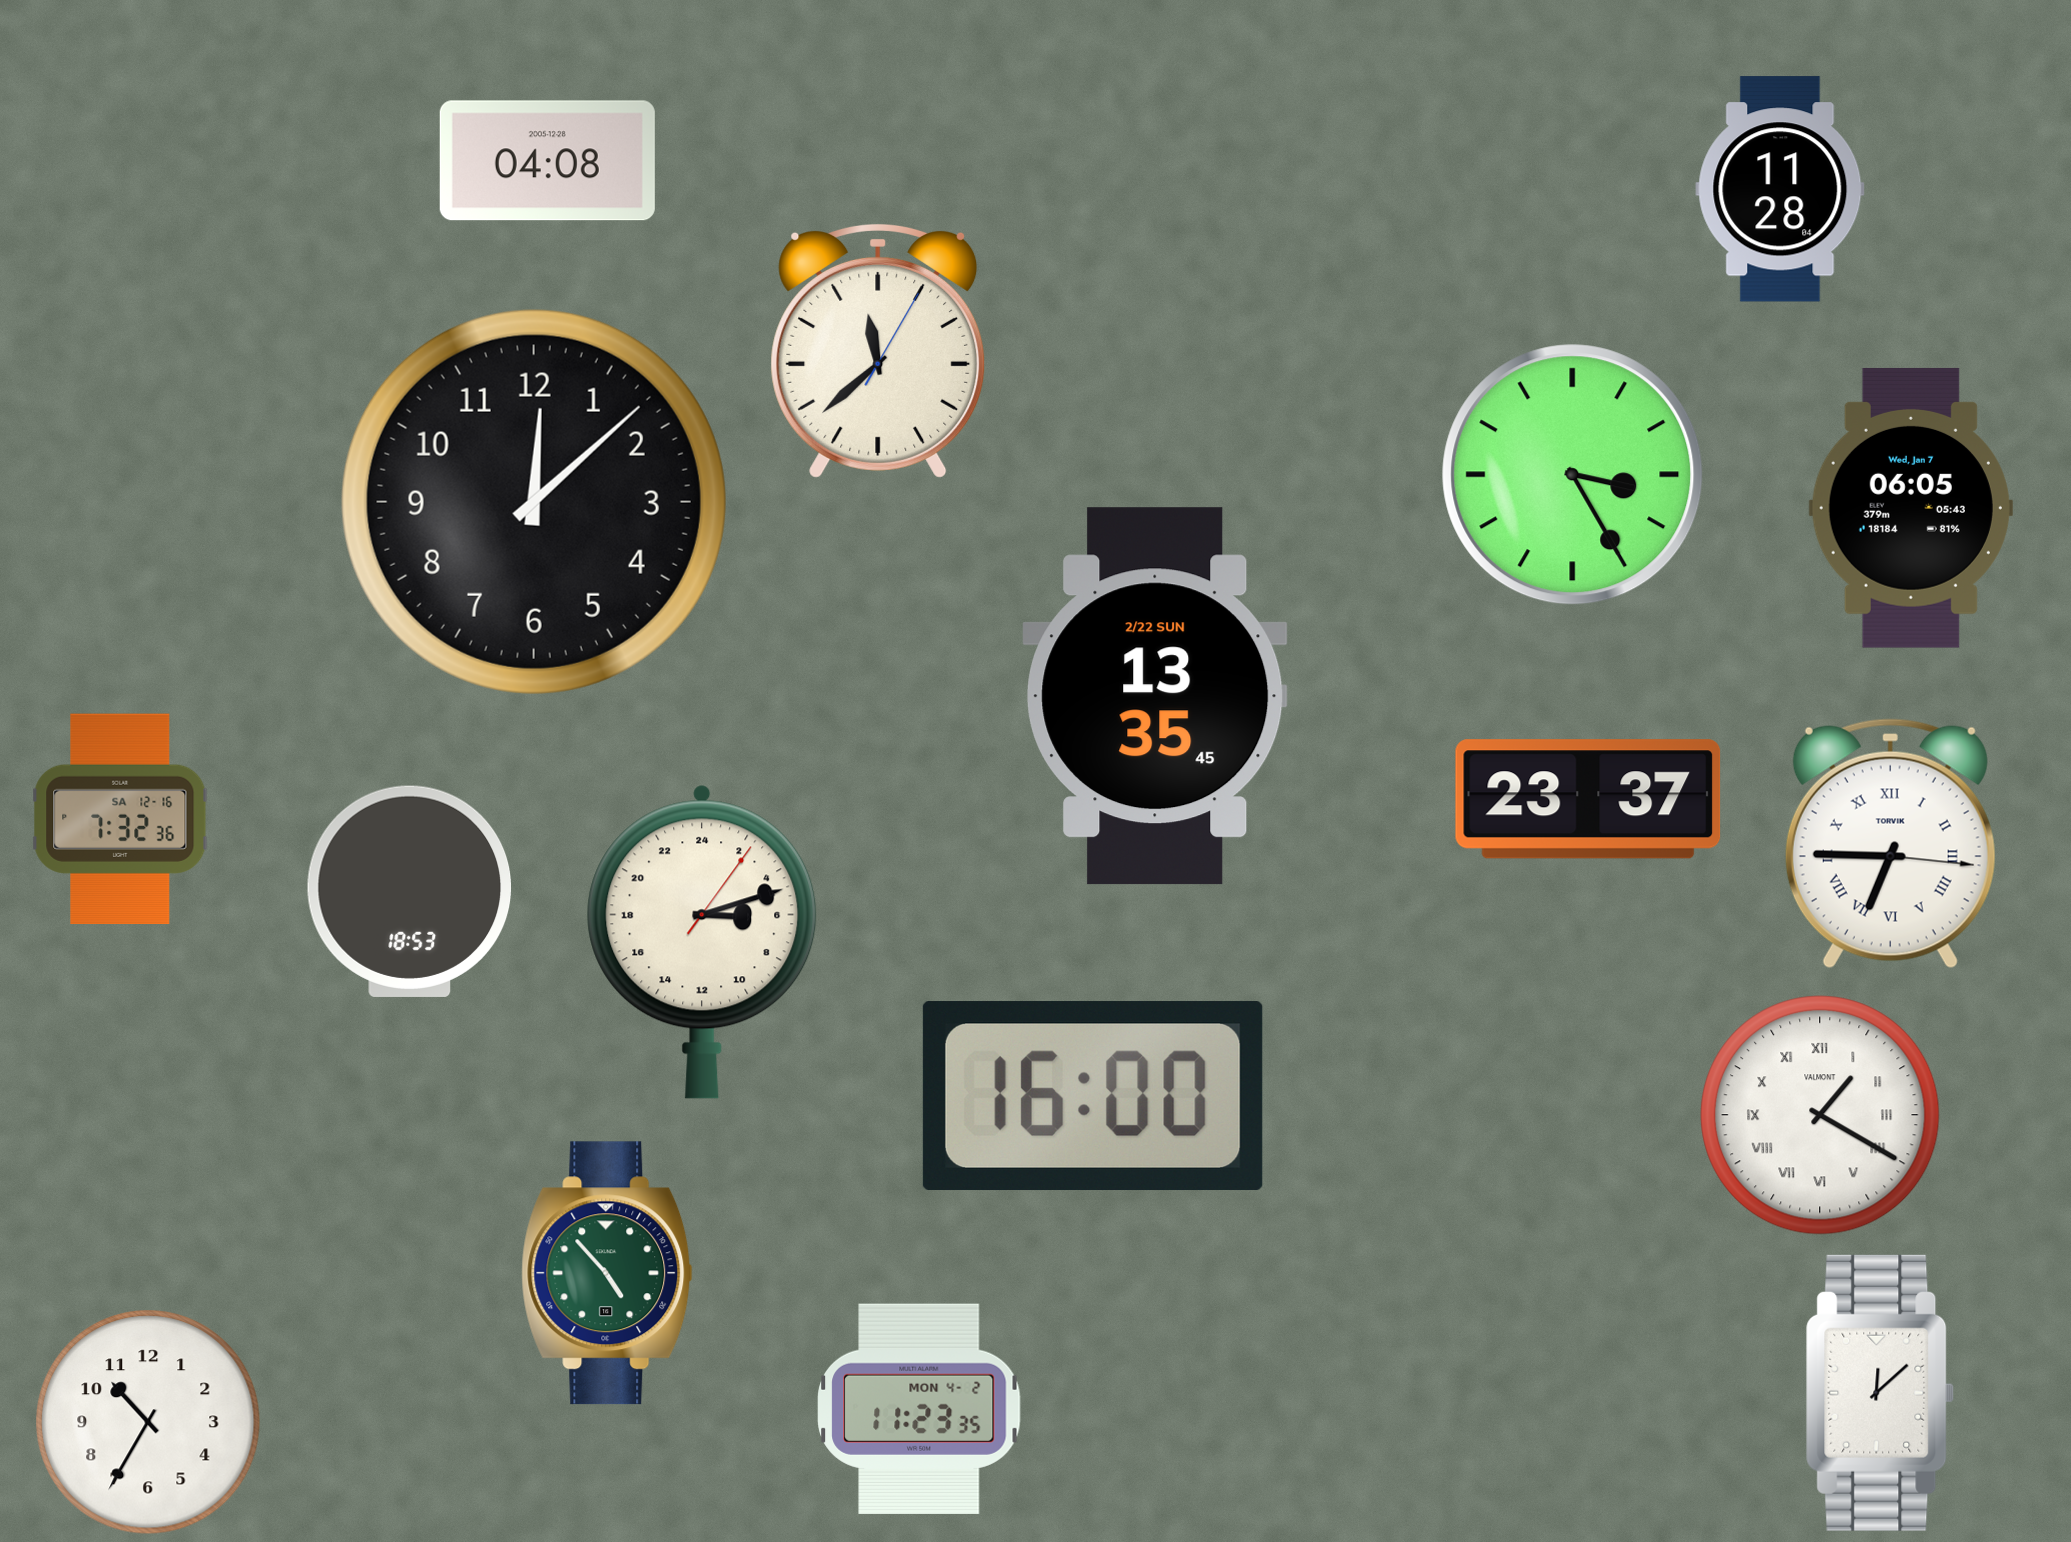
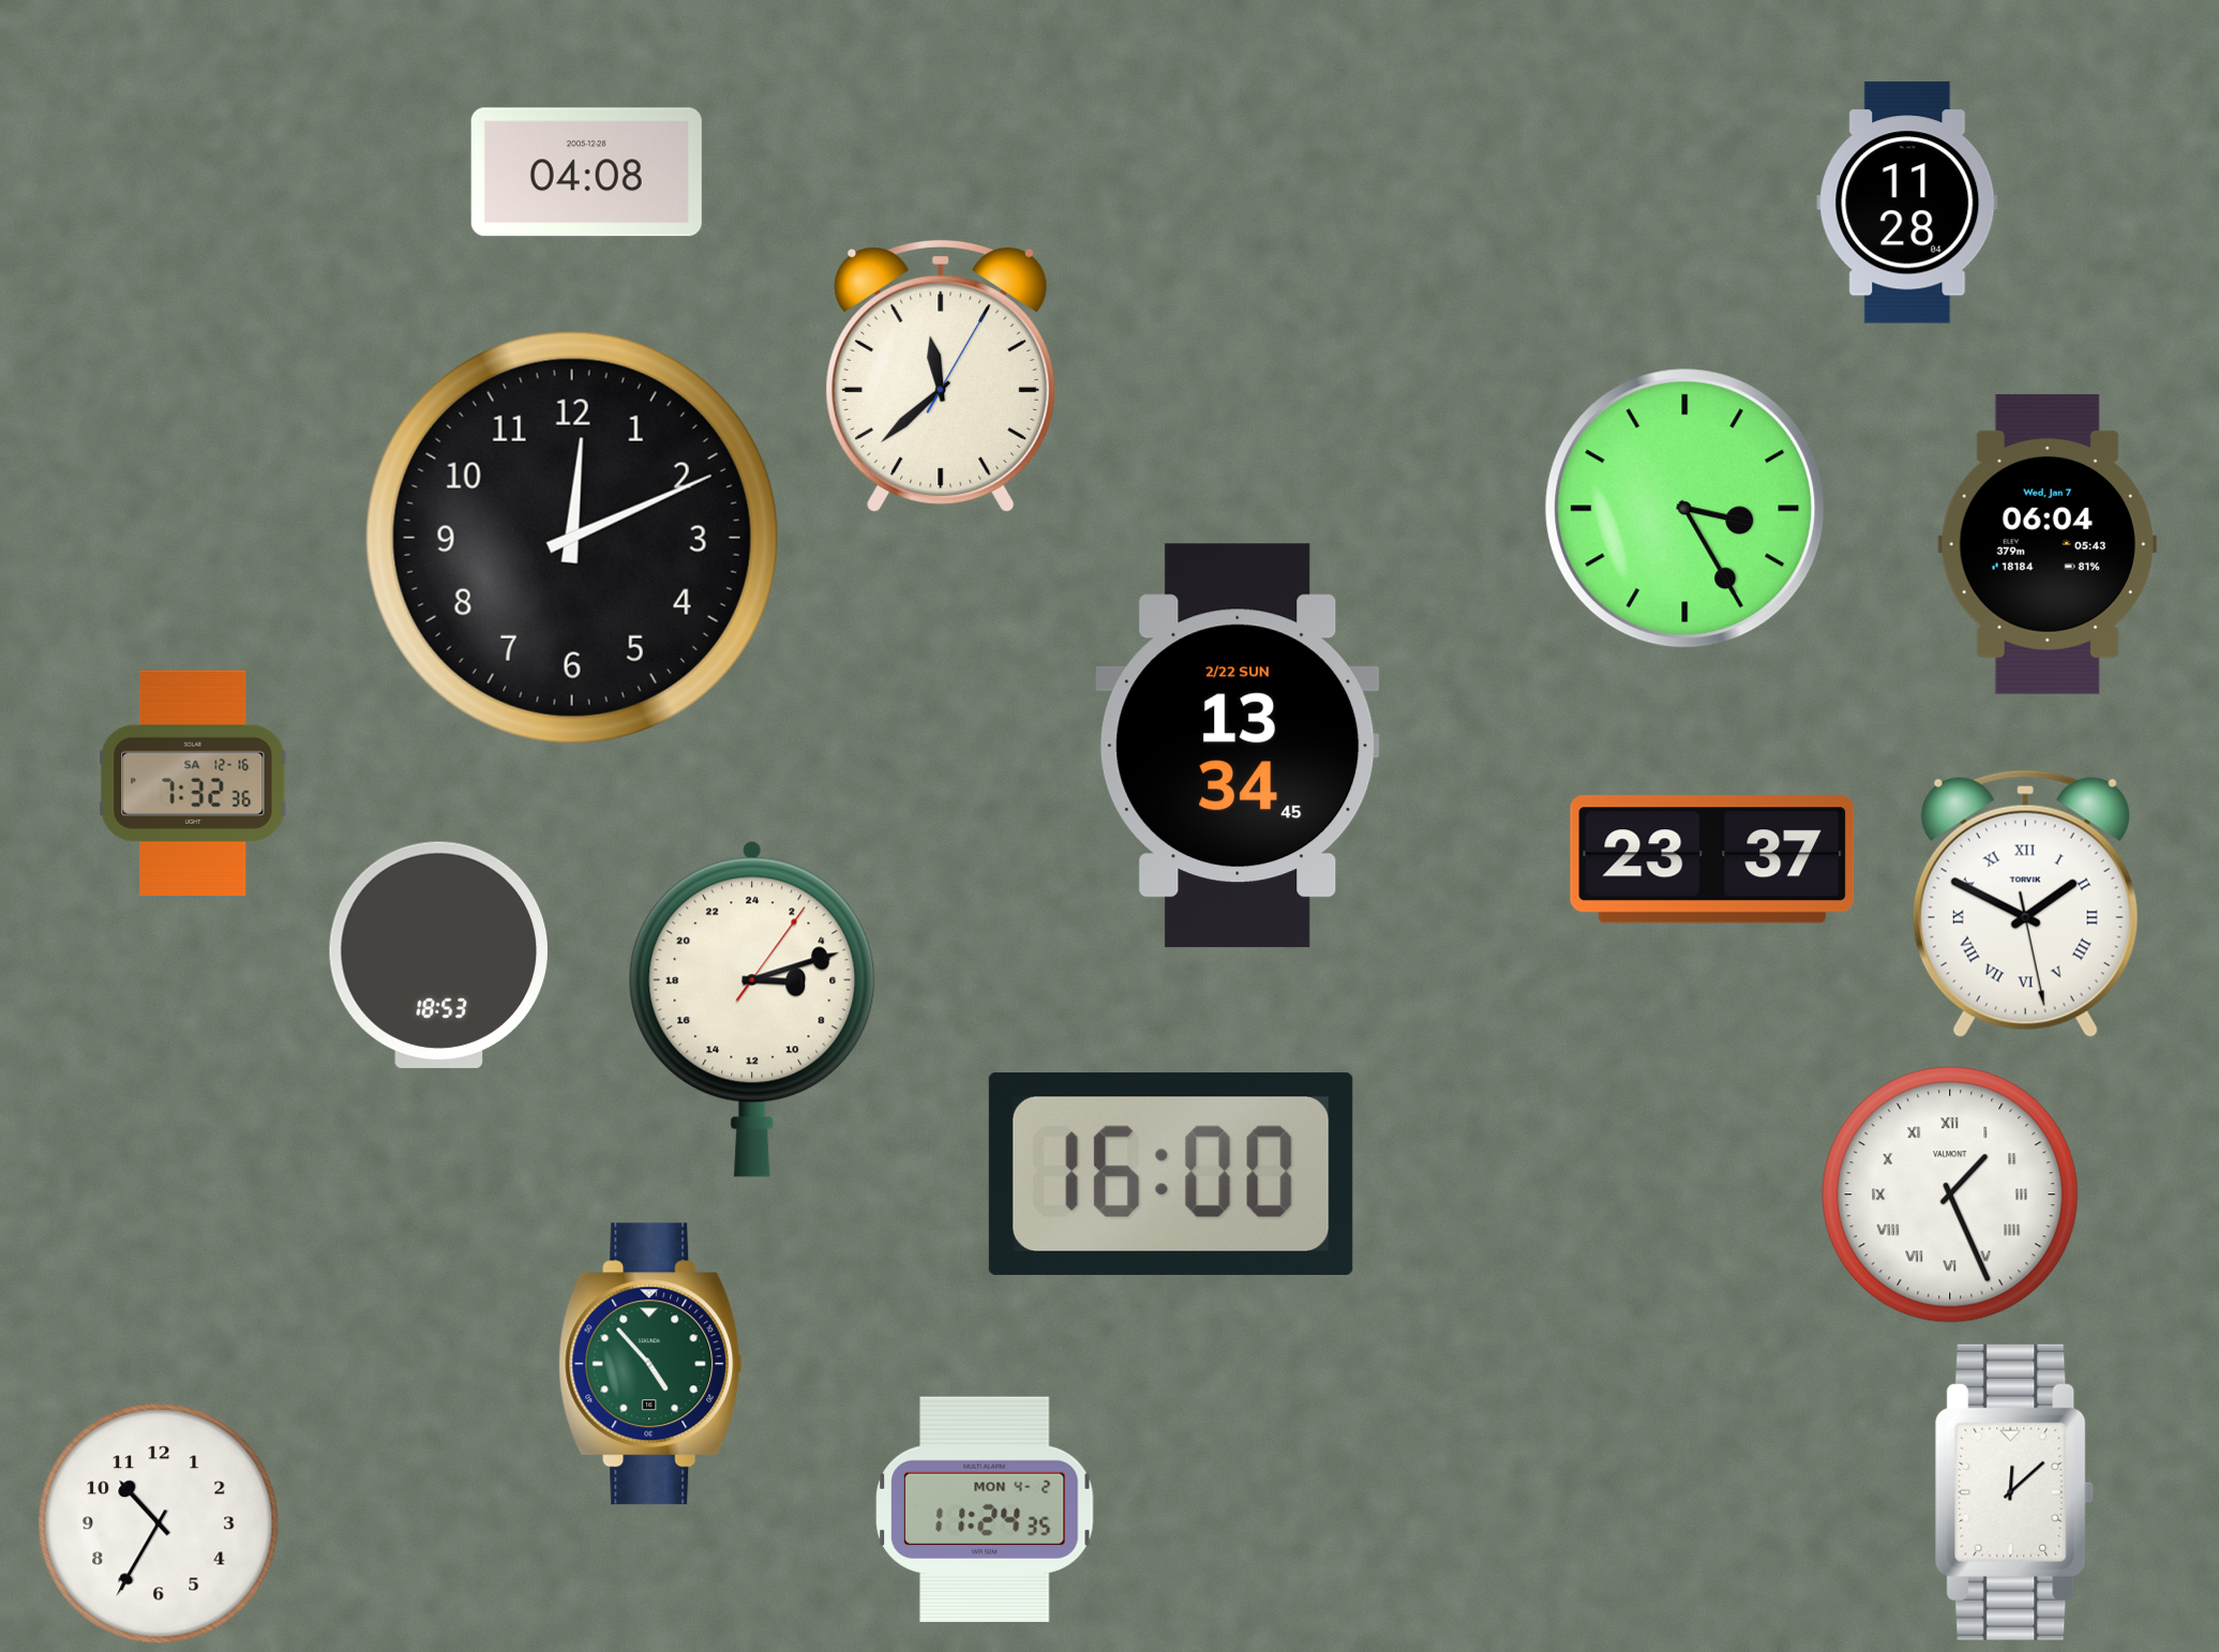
clock at (534, 502): 12:08 -> 12:11
clock at (1911, 508): 06:05 -> 06:04
clock at (1155, 696): 13:35 -> 13:34
clock at (1588, 799) position: (1588, 799) -> (1712, 859)
clock at (120, 818) position: (120, 818) -> (193, 782)
clock at (1890, 844): 6:45 -> 1:49
clock at (1820, 1115): 1:20 -> 1:26
clock at (919, 1409): 11:23 -> 11:24
